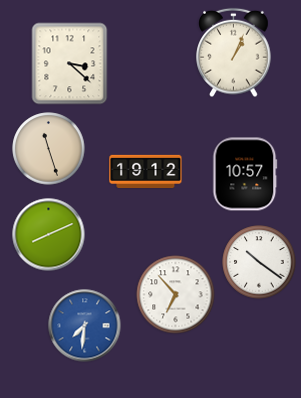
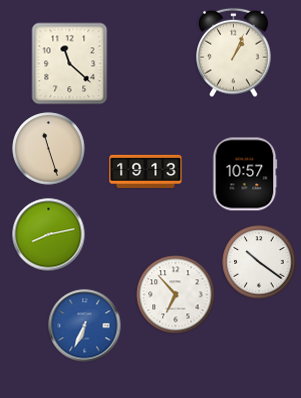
clock at (70, 64): 3:22 -> 11:22
clock at (146, 171): 19:12 -> 19:13
clock at (49, 235): 8:11 -> 8:13
clock at (85, 326): 7:31 -> 6:34
